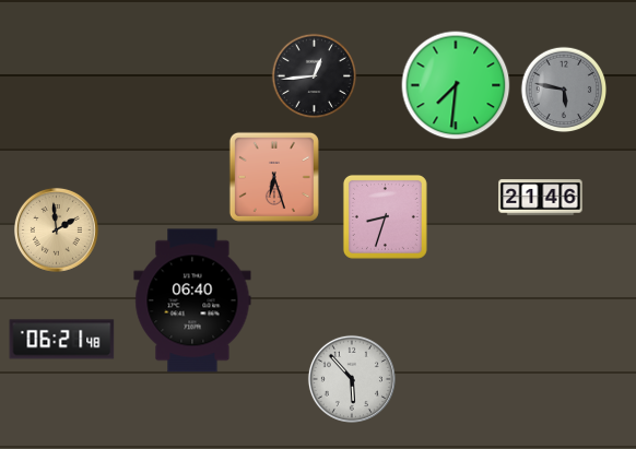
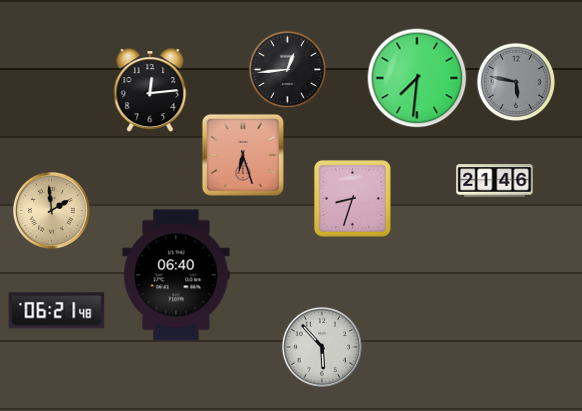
clock at (150, 90): none -> 12:14
clock at (274, 177) position: (274, 177) -> (243, 155)
